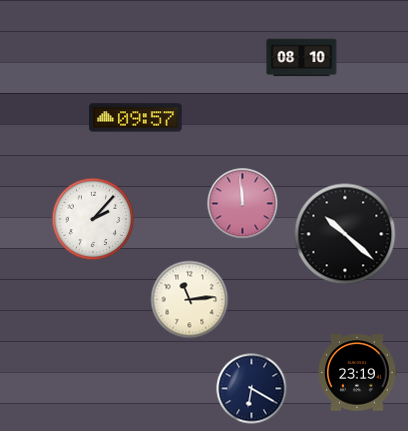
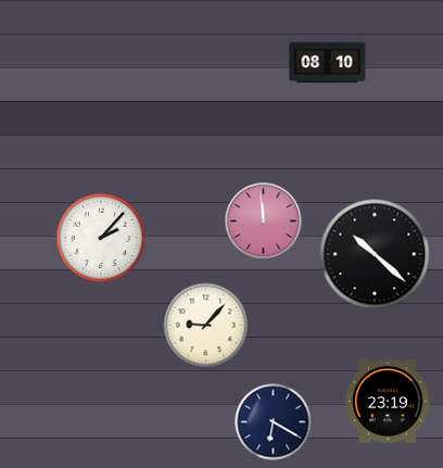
clock at (136, 118): 09:57 -> none
clock at (190, 300): 11:14 -> 9:07
clock at (357, 373) position: (357, 373) -> (388, 402)
